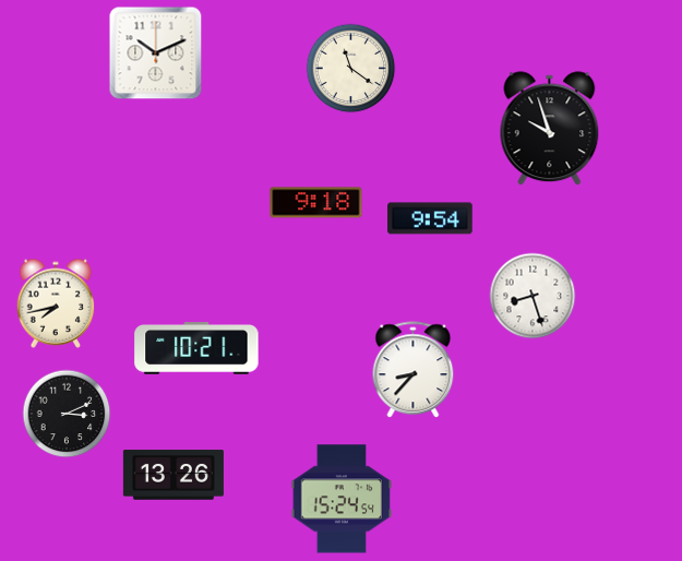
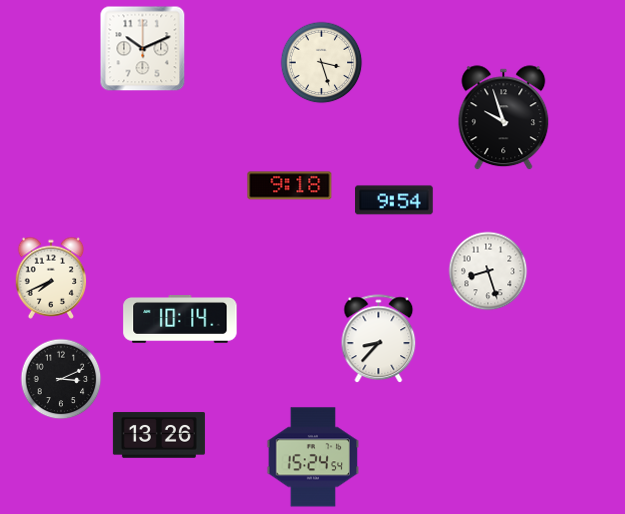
clock at (351, 69): 11:21 -> 3:27
clock at (56, 303): 7:43 -> 7:41
clock at (196, 349): 10:21 -> 10:14
